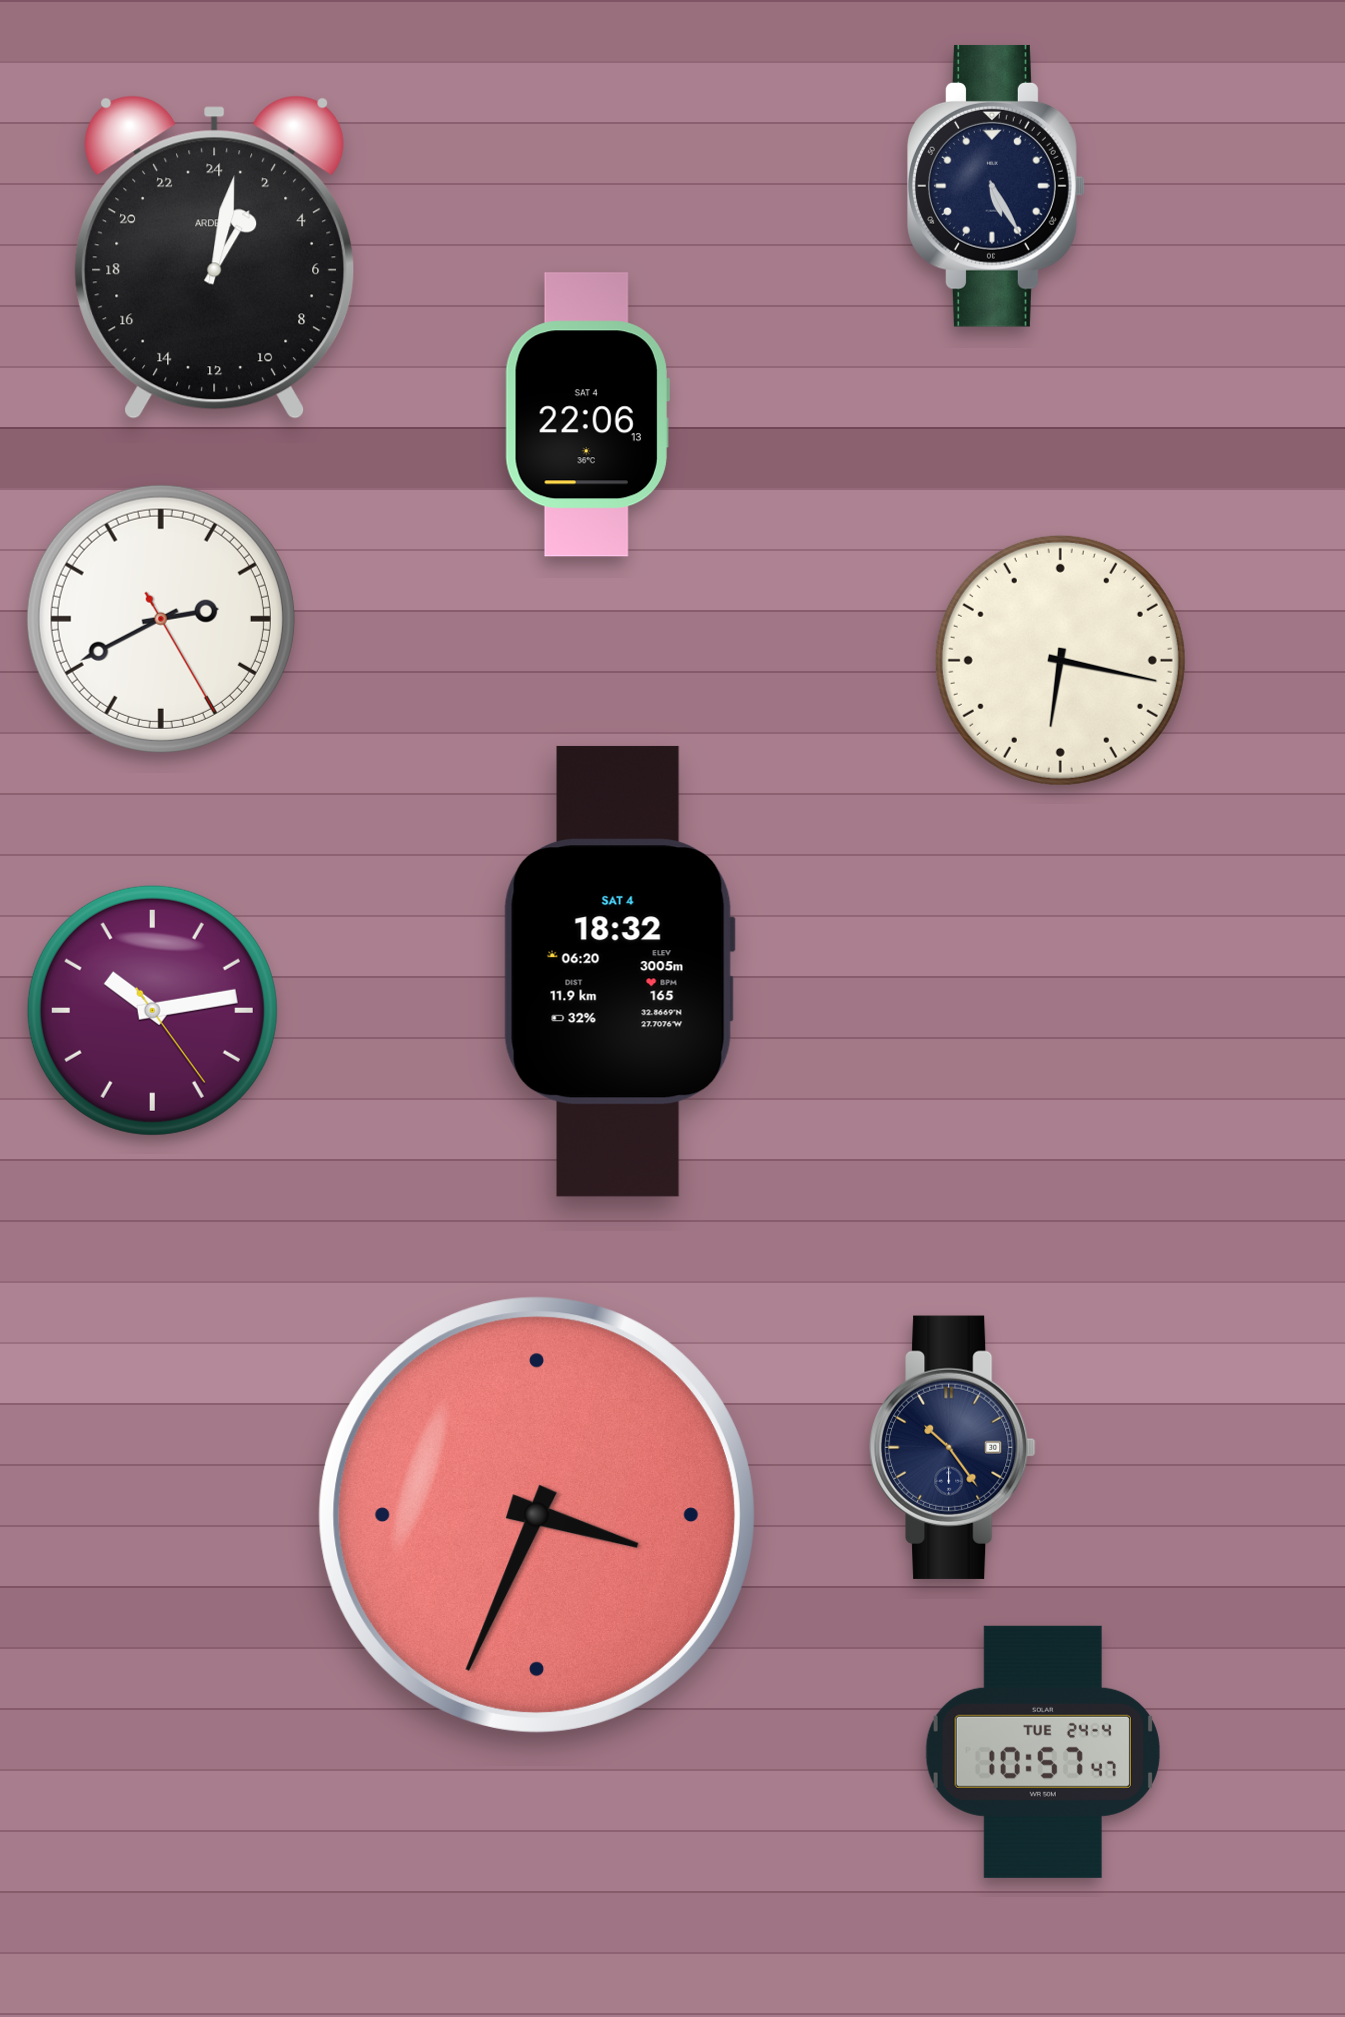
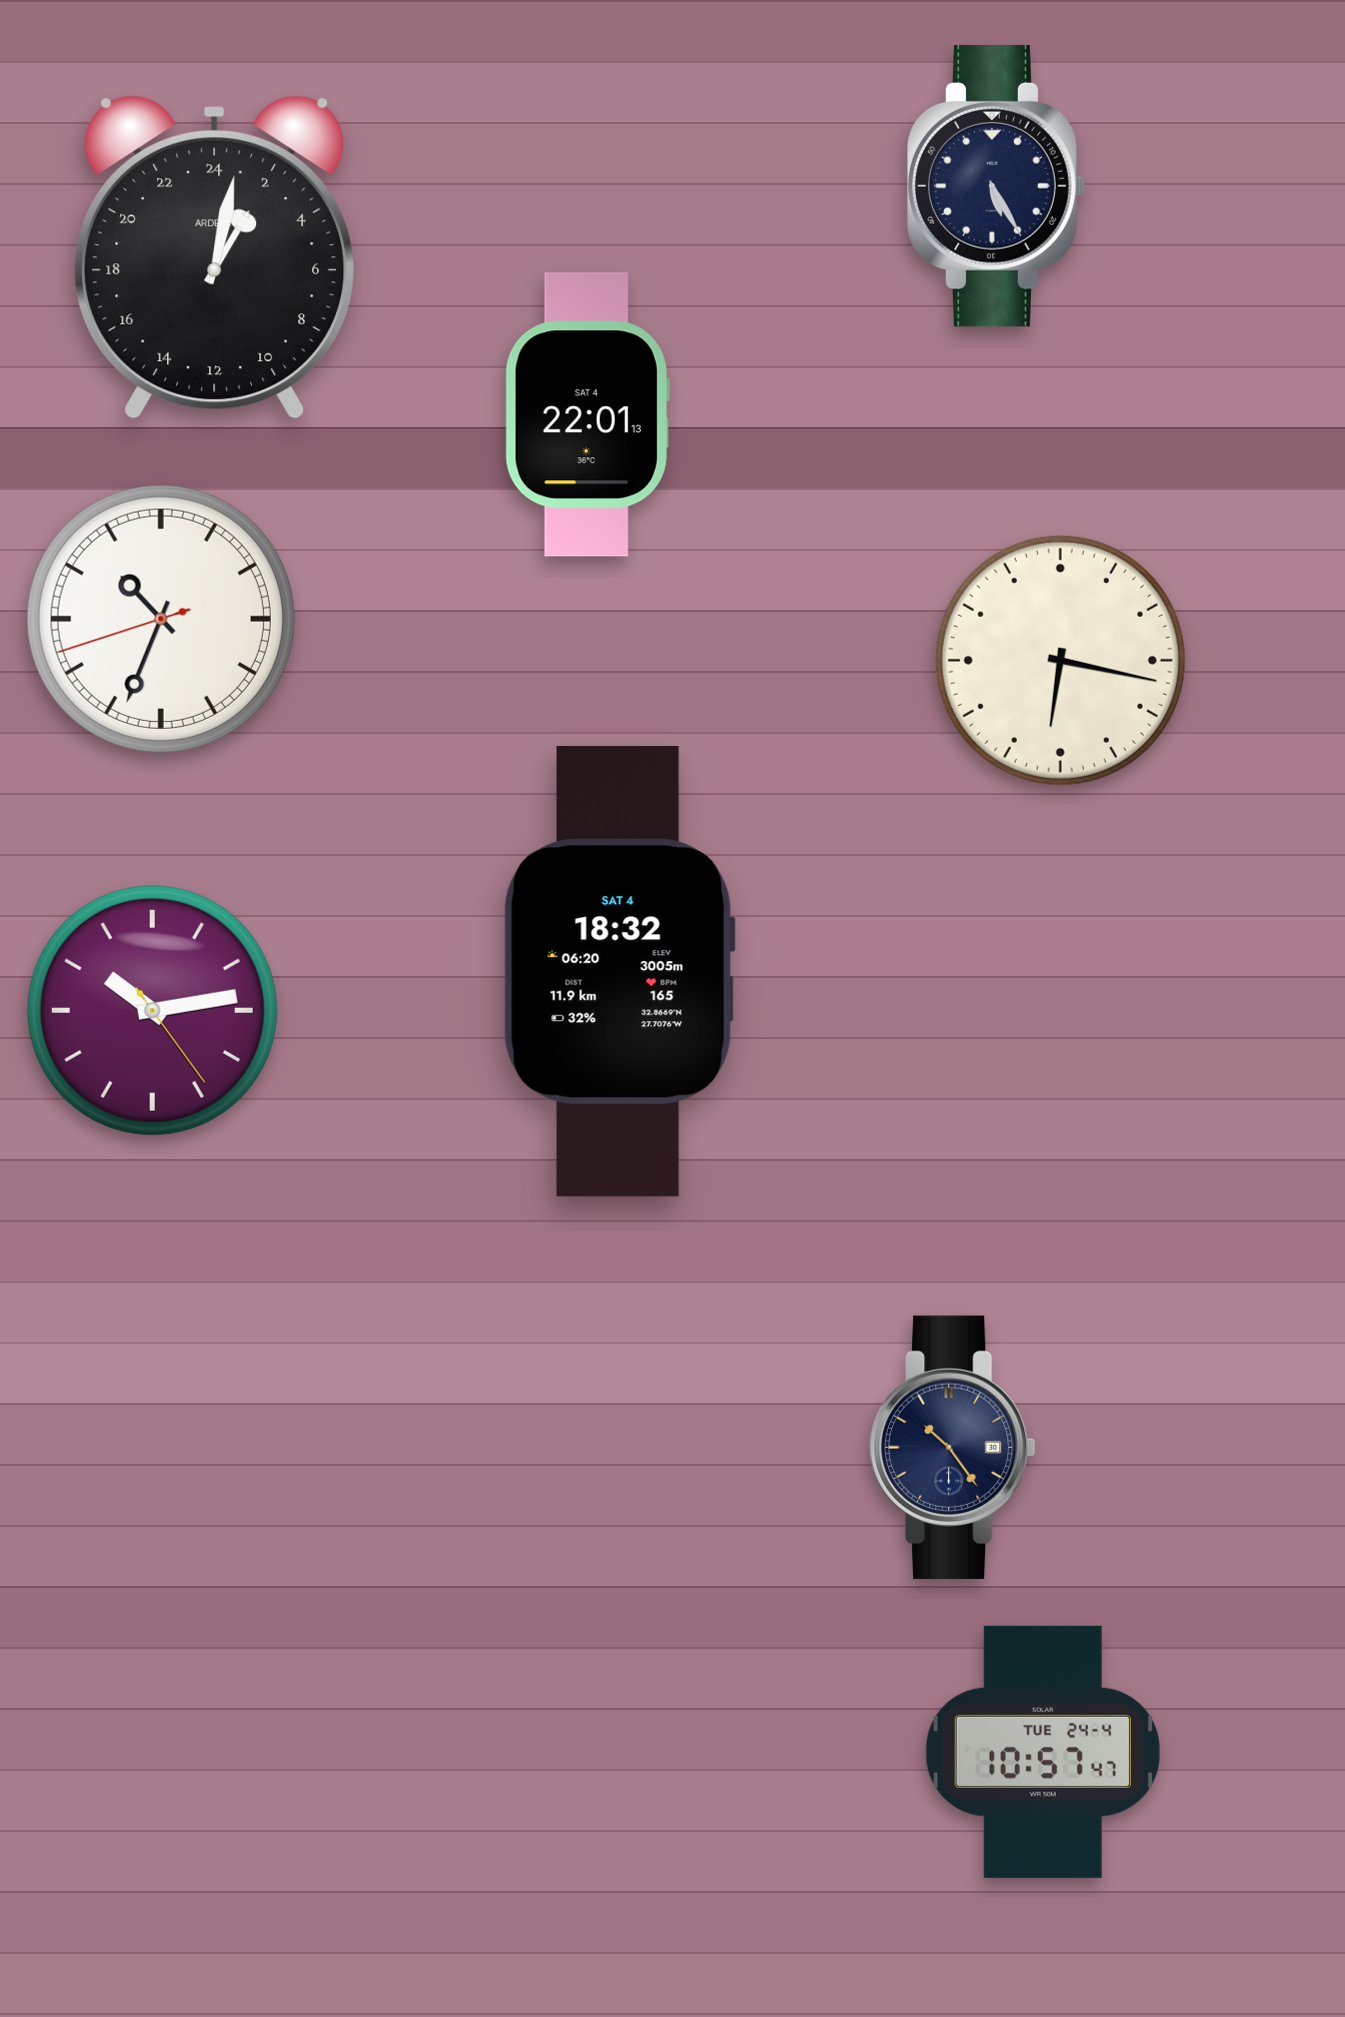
clock at (587, 415): 22:06 -> 22:01
clock at (161, 619): 2:40 -> 10:33
clock at (537, 1515): 3:34 -> none
